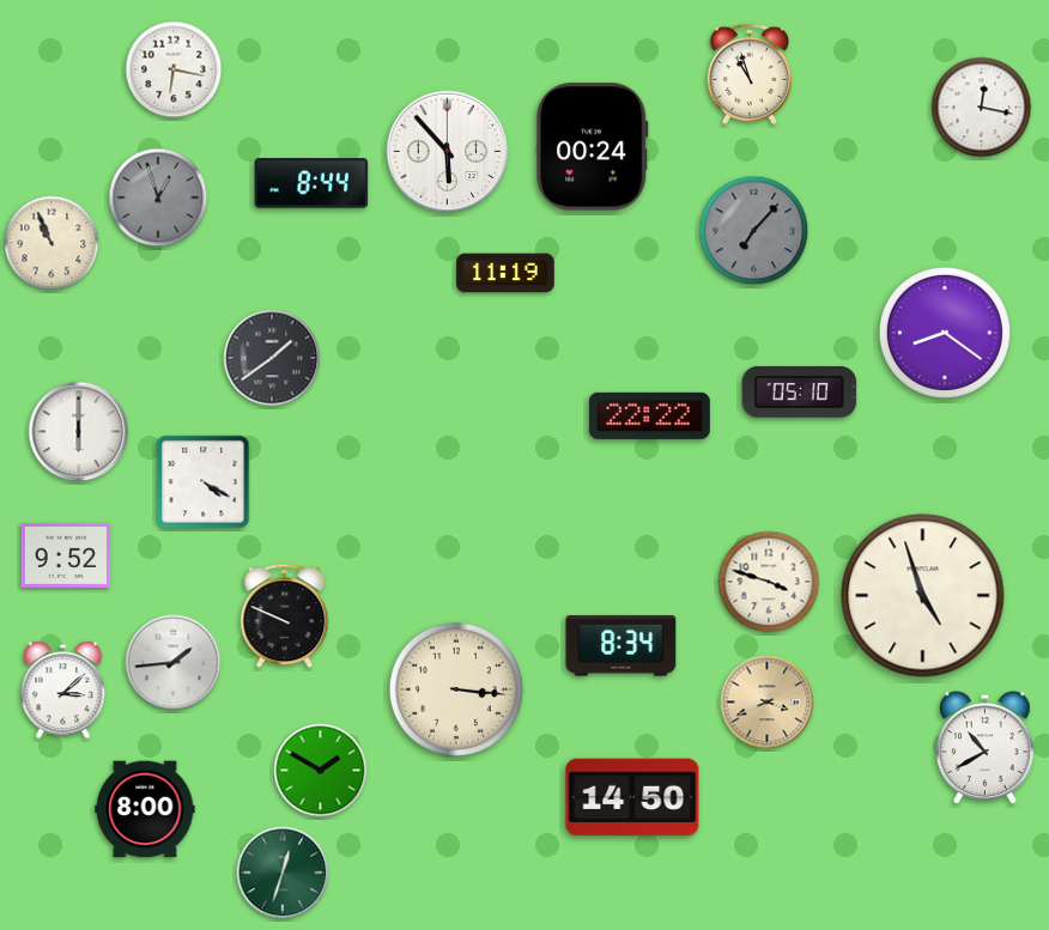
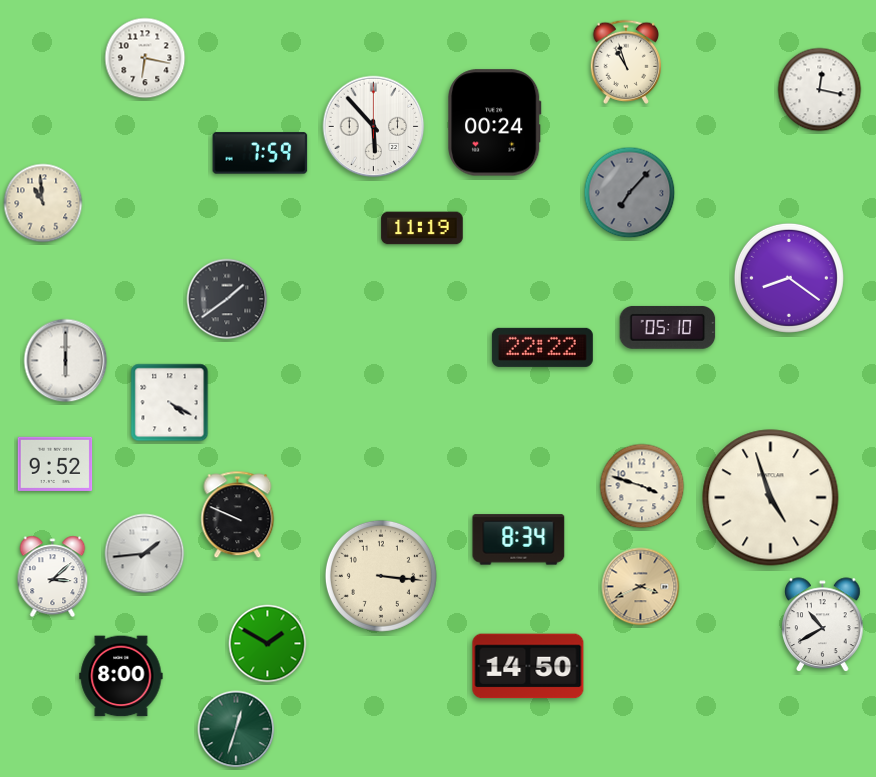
clock at (311, 183): 8:44 -> 7:59
clock at (158, 197): 12:57 -> none
clock at (51, 243): 10:56 -> 10:59
